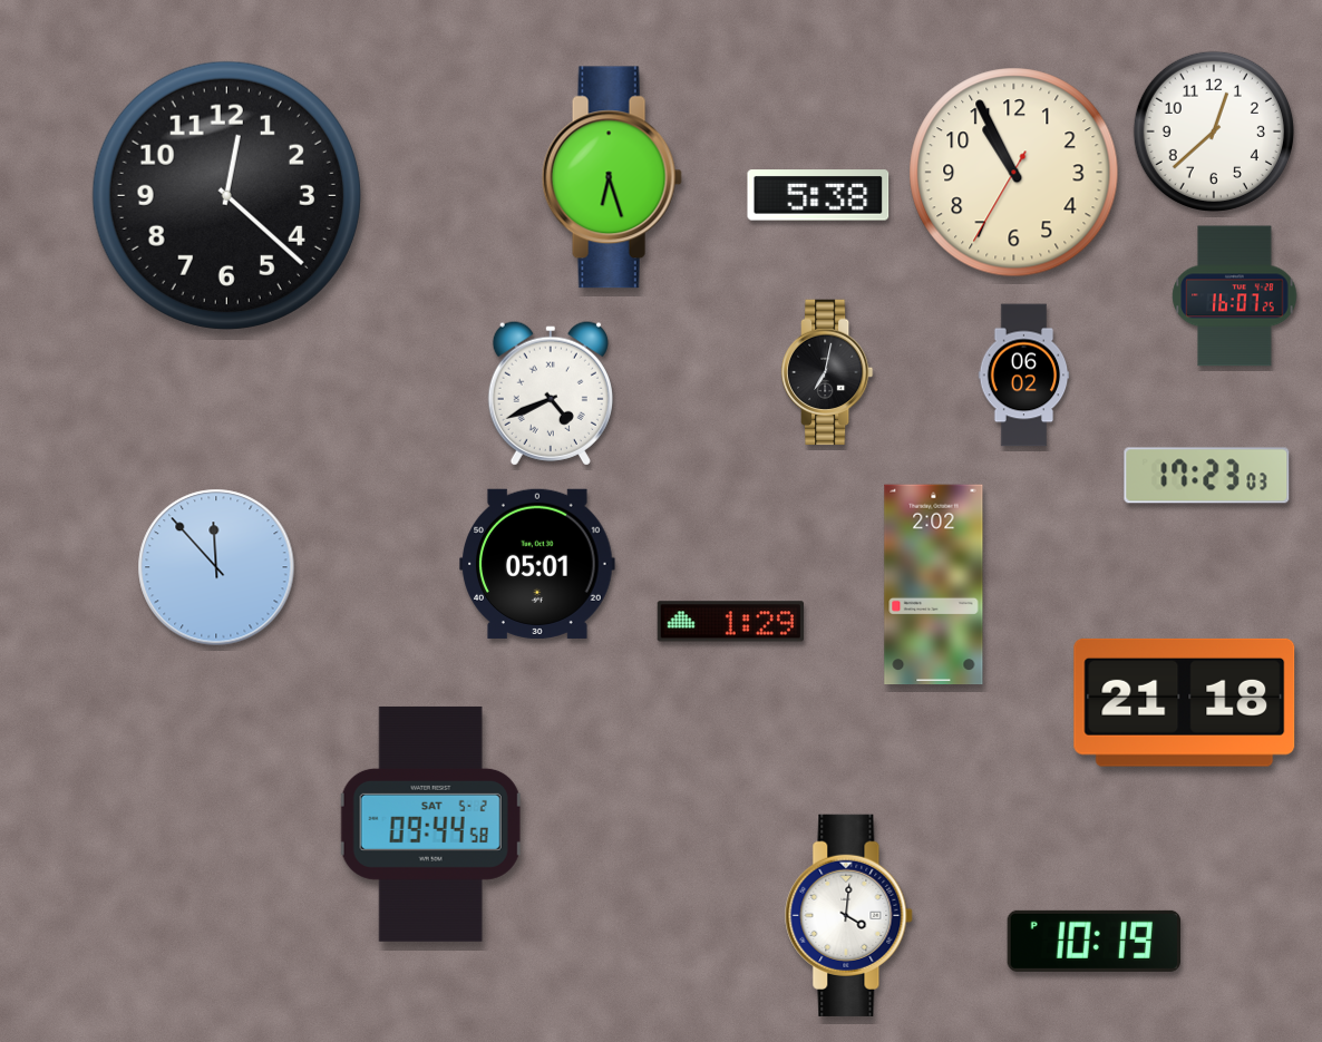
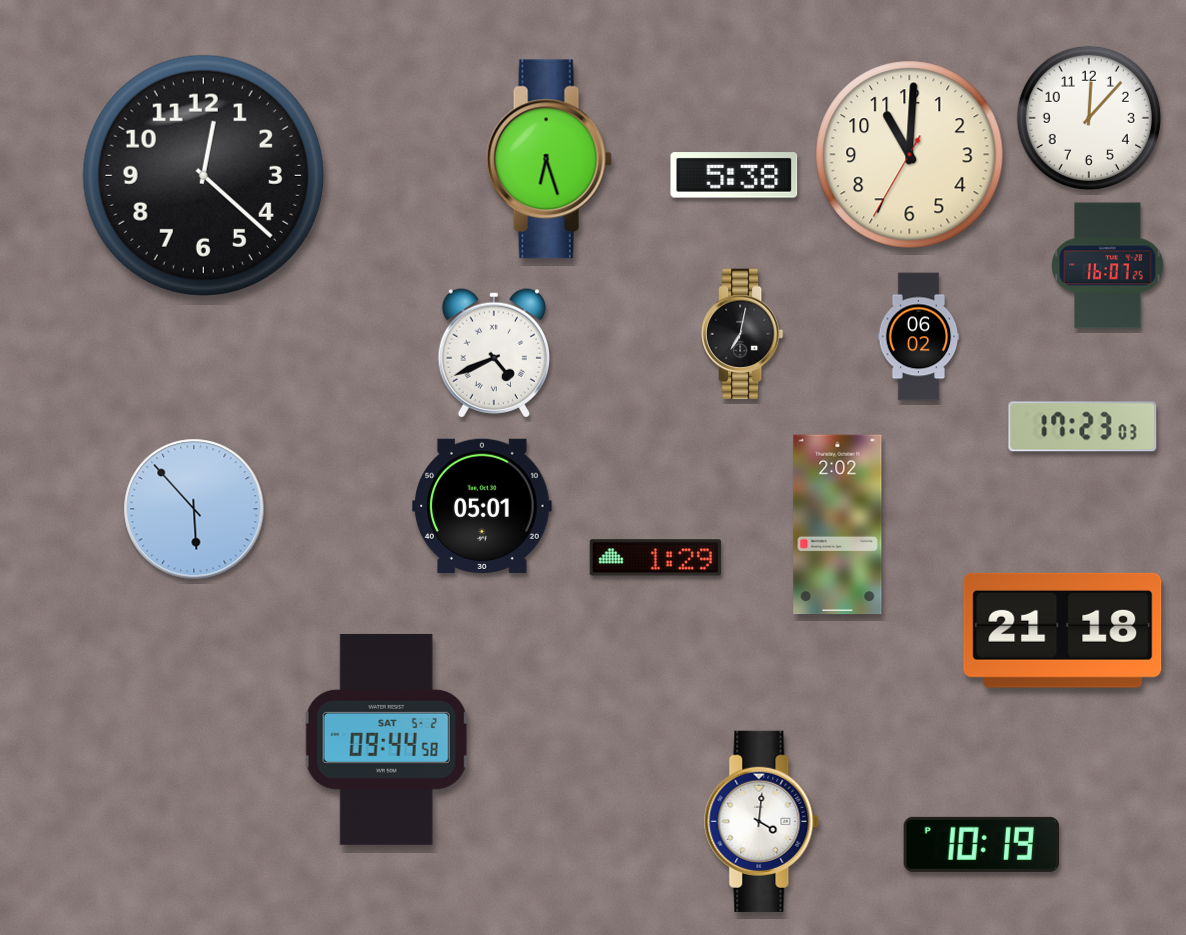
clock at (1214, 132): 12:38 -> 12:07
clock at (1014, 173): 10:55 -> 11:00
clock at (216, 567): 11:53 -> 5:53
